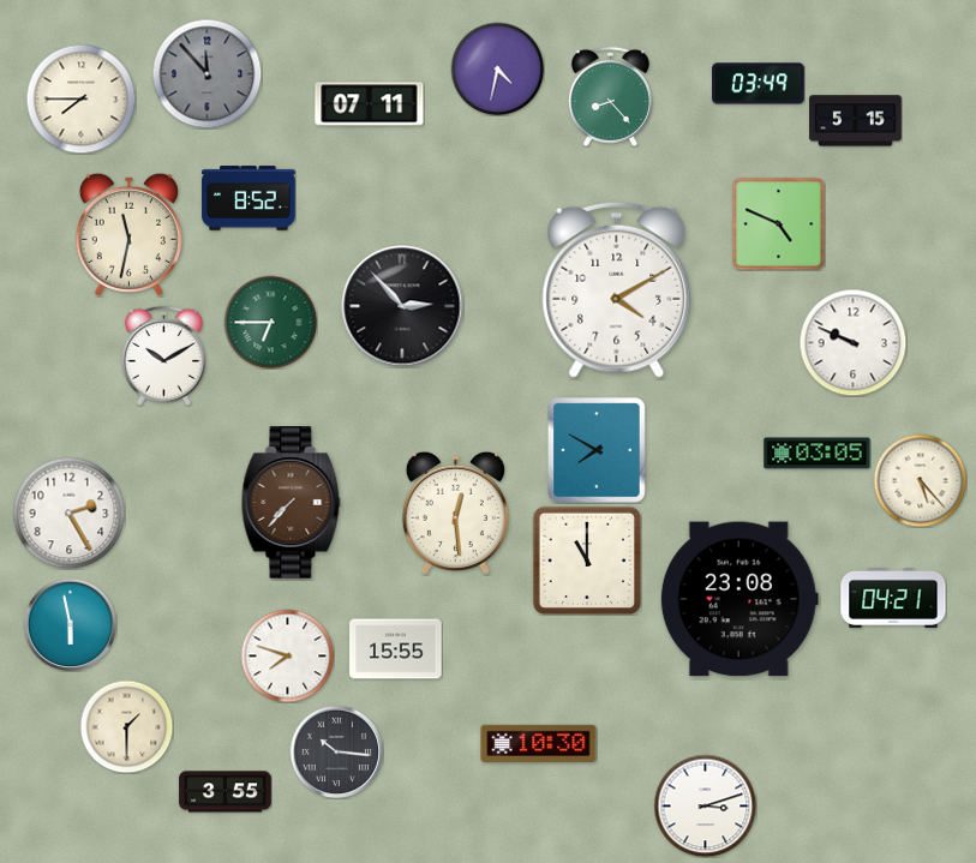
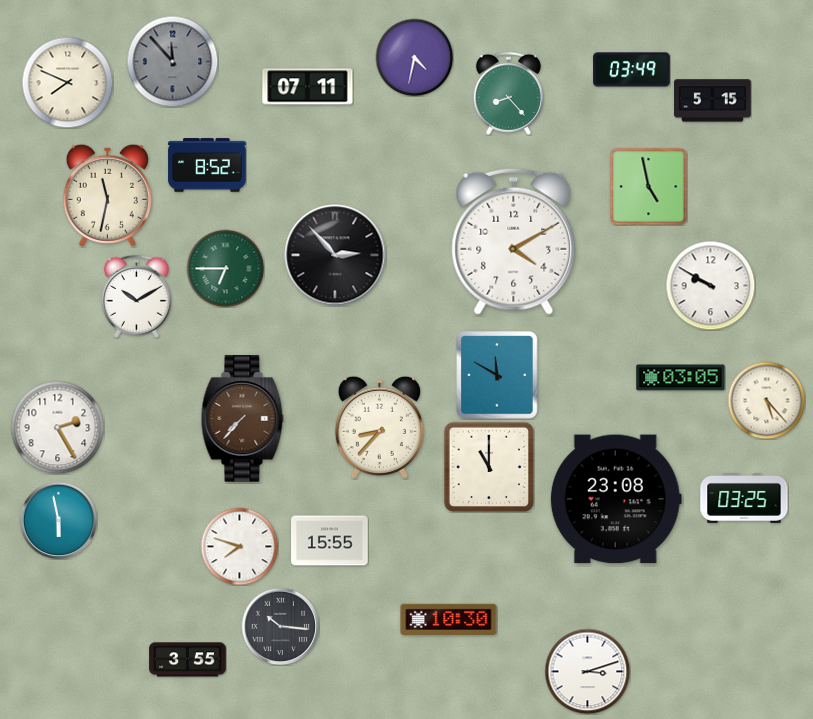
clock at (610, 96) position: (610, 96) -> (508, 93)
clock at (80, 98): 7:45 -> 7:49
clock at (778, 223): 4:49 -> 4:58
clock at (852, 342): 9:49 -> 9:50
clock at (597, 450): 7:50 -> 11:50
clock at (455, 513): 12:29 -> 8:37
clock at (893, 598): 04:21 -> 03:25
clock at (126, 726): 1:30 -> none
